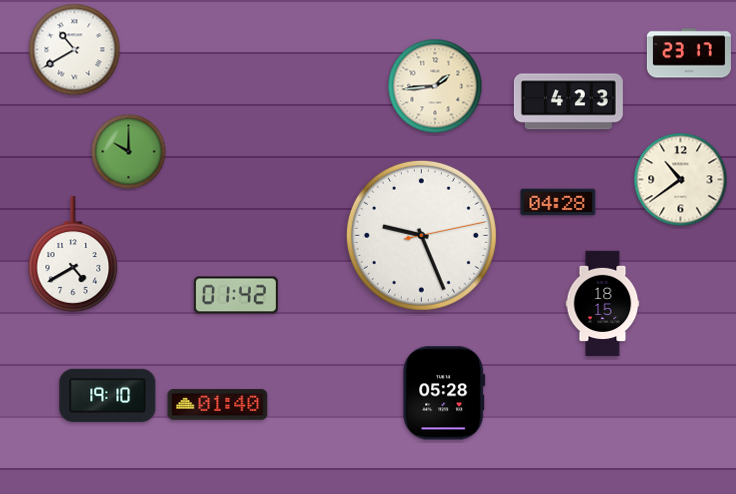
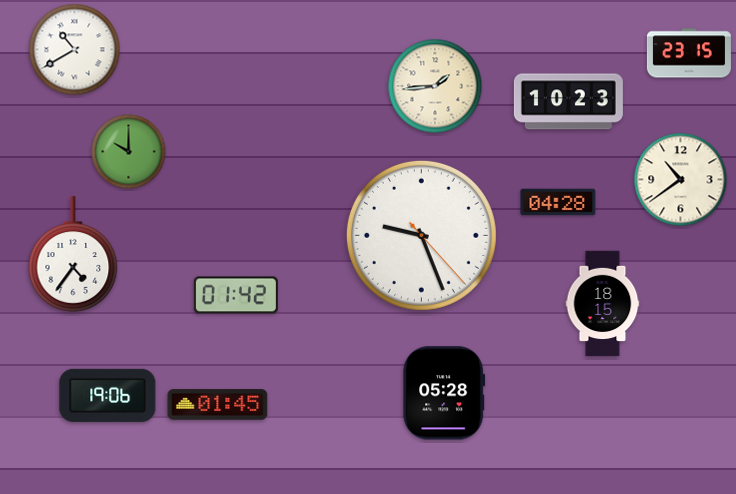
clock at (689, 53): 23:17 -> 23:15
clock at (568, 102): 4:23 -> 10:23
clock at (421, 235): 9:26:13 -> 9:26:23
clock at (73, 254): 4:40 -> 4:36
clock at (108, 395): 19:10 -> 19:06
clock at (218, 405): 01:40 -> 01:45
